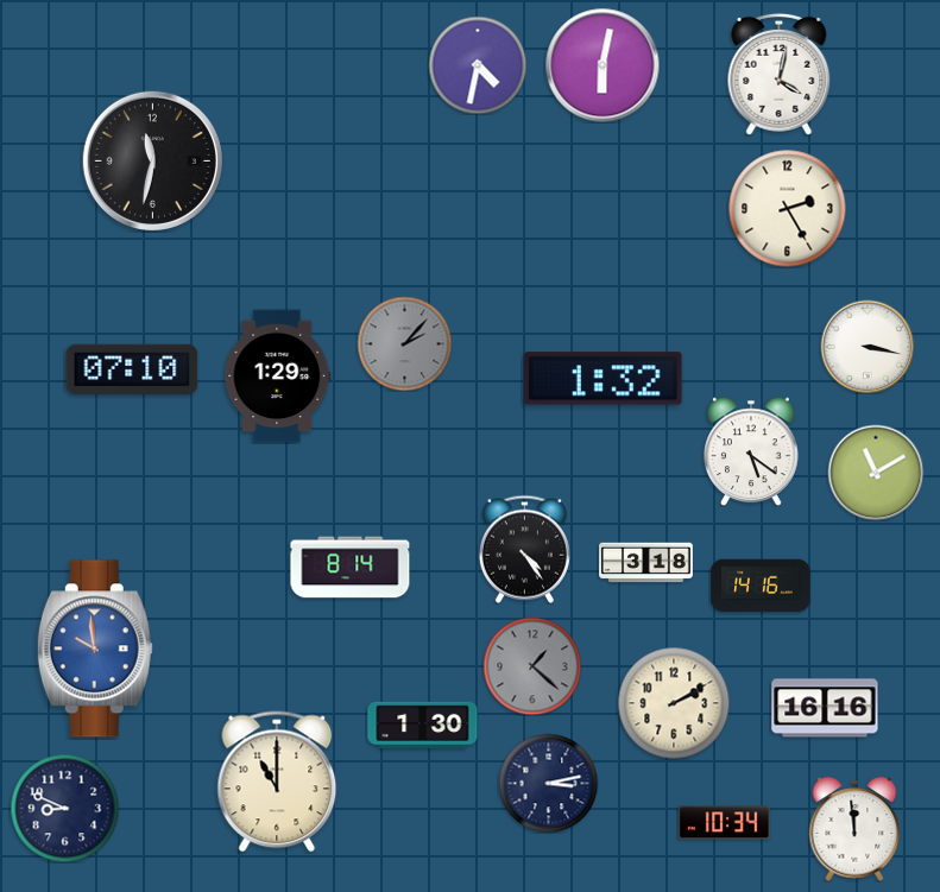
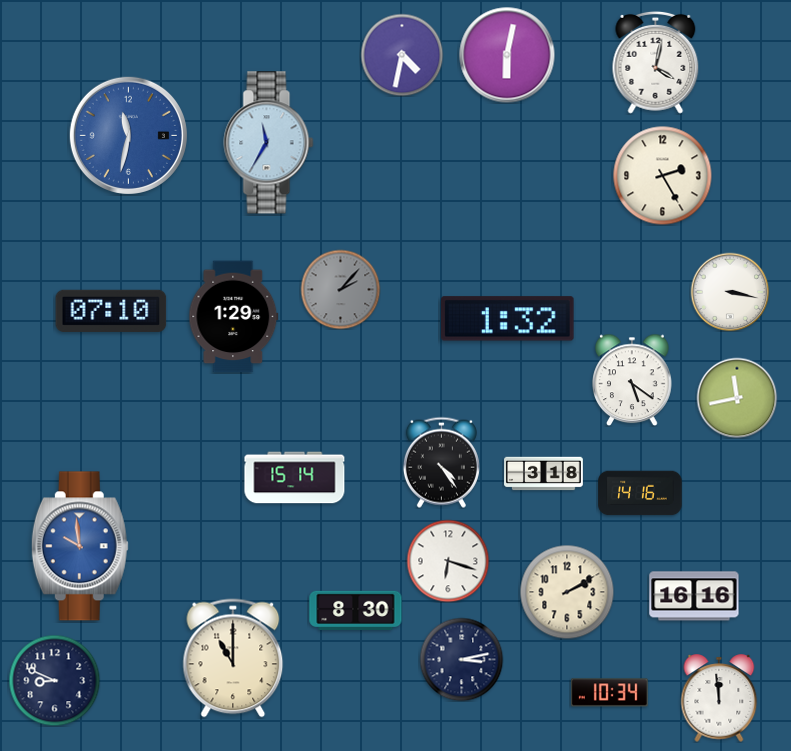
clock at (152, 160) dial: black -> blue
clock at (269, 143): none -> 11:35
clock at (876, 473): 11:10 -> 11:43
clock at (351, 568): 8:14 -> 15:14
clock at (532, 666): 1:22 -> 6:18
clock at (532, 666) dial: grey -> white
clock at (423, 725): 1:30 -> 8:30
